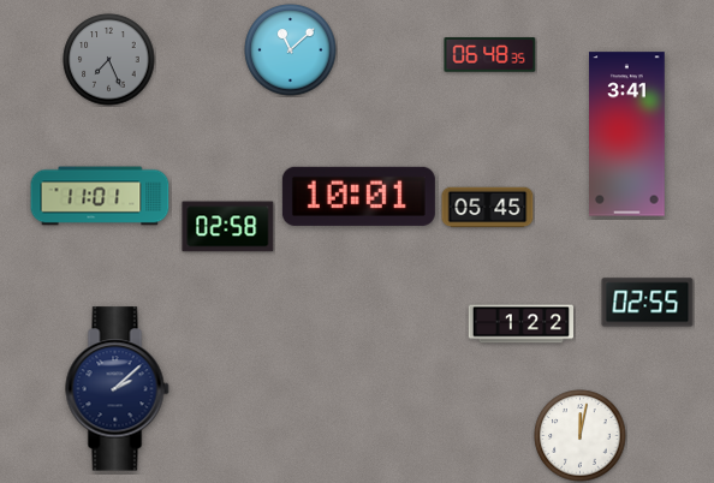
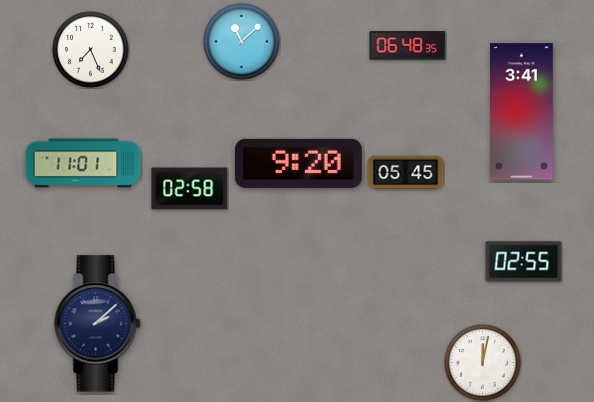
clock at (109, 60) dial: grey -> white
clock at (358, 196): 10:01 -> 9:20
clock at (648, 303) position: (648, 303) -> (524, 262)
clock at (520, 324): 1:22 -> none
